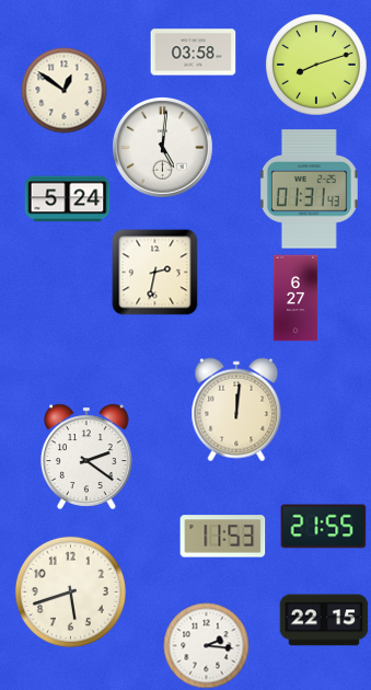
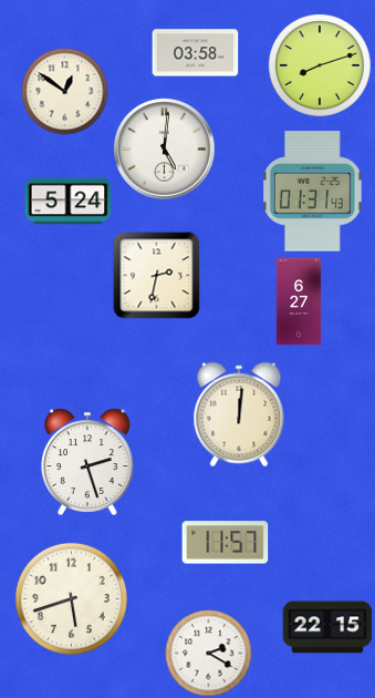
clock at (88, 457): 2:21 -> 2:27
clock at (323, 527): 21:55 -> none
clock at (222, 537): 11:53 -> 11:57
clock at (206, 645): 2:16 -> 2:20
